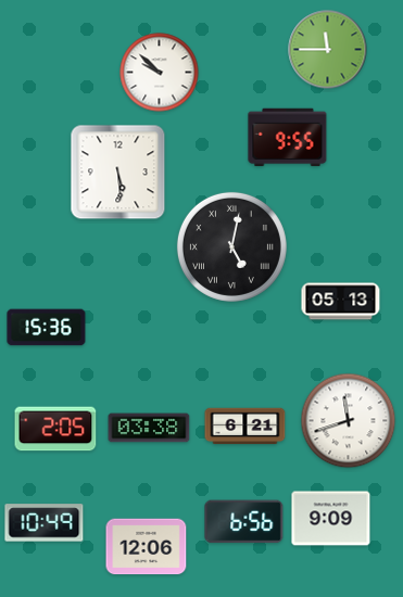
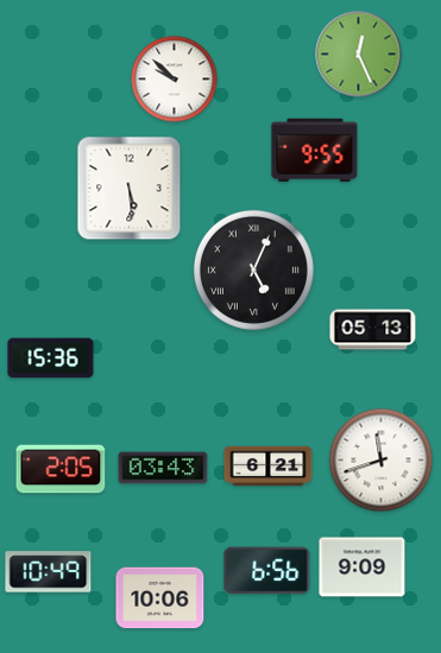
clock at (328, 50): 11:45 -> 12:26
clock at (231, 246): 5:02 -> 5:04
clock at (149, 428): 03:38 -> 03:43
clock at (147, 547): 12:06 -> 10:06
